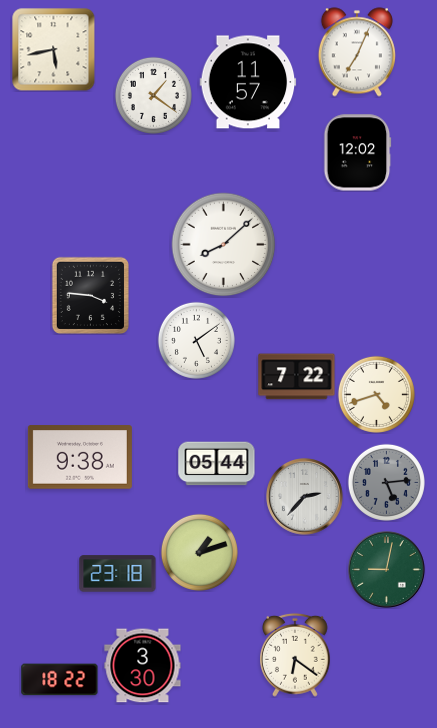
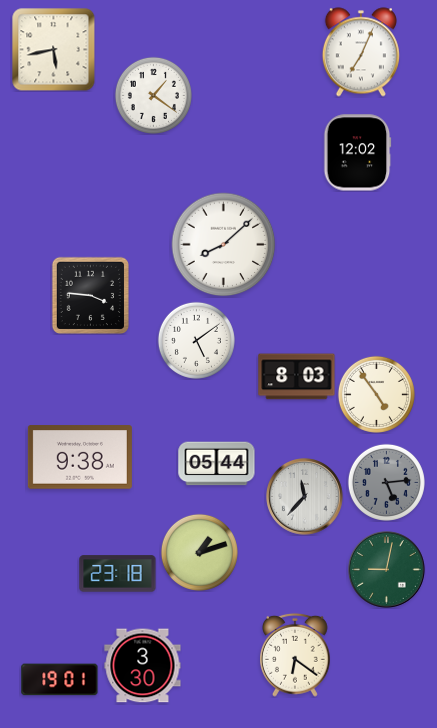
clock at (357, 52) position: (357, 52) -> (361, 52)
clock at (248, 82): 11:57 -> none
clock at (297, 377): 7:22 -> 8:03
clock at (376, 394): 4:42 -> 4:54
clock at (305, 497): 2:37 -> 11:37
clock at (60, 680): 18:22 -> 19:01
